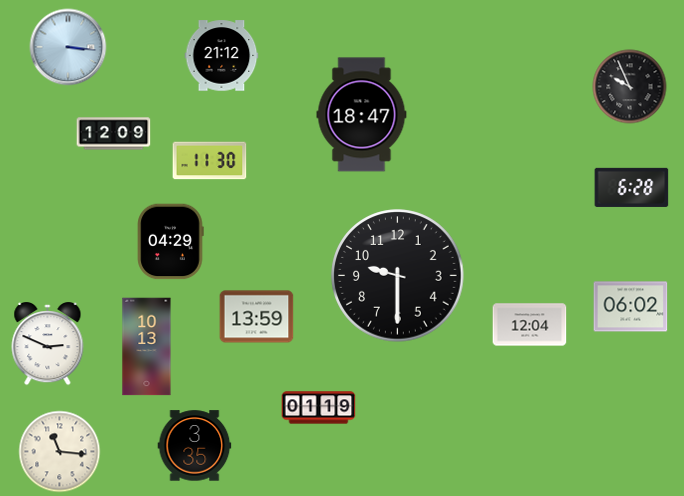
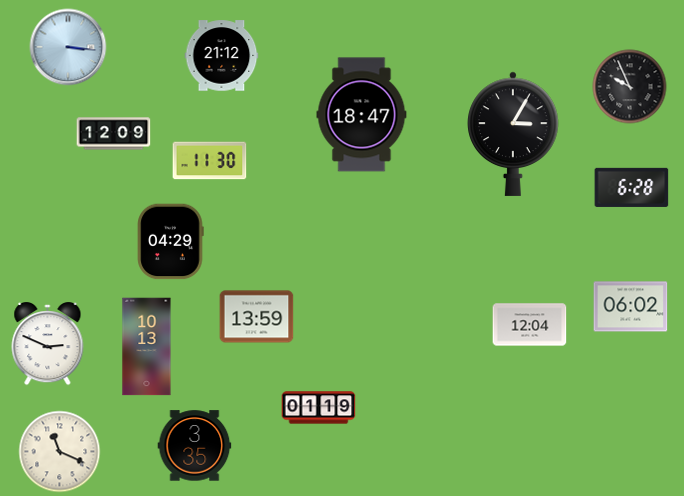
clock at (513, 134): none -> 3:05
clock at (398, 276): 9:30 -> none
clock at (60, 452): 11:16 -> 11:19
